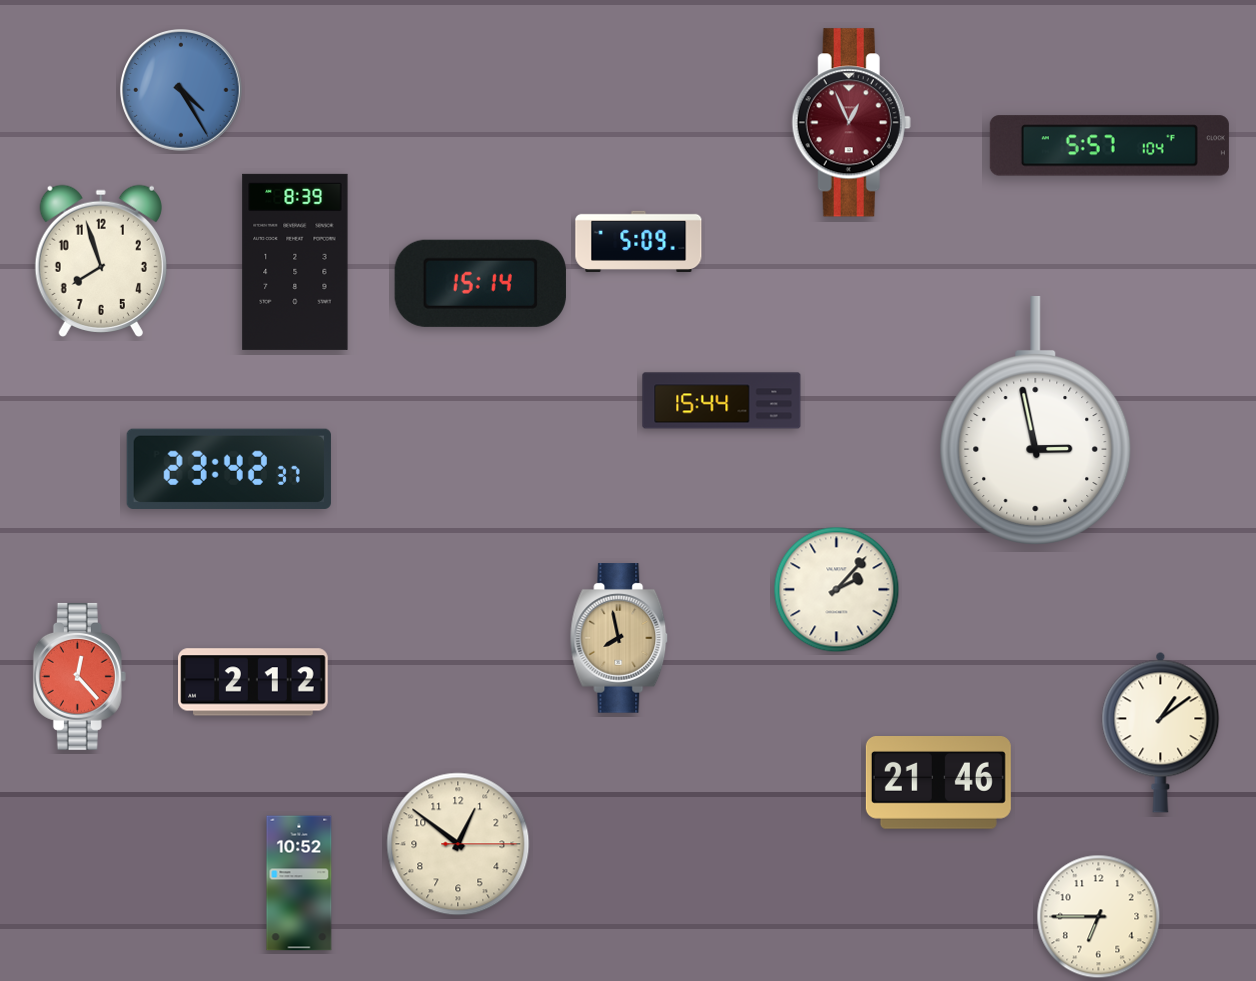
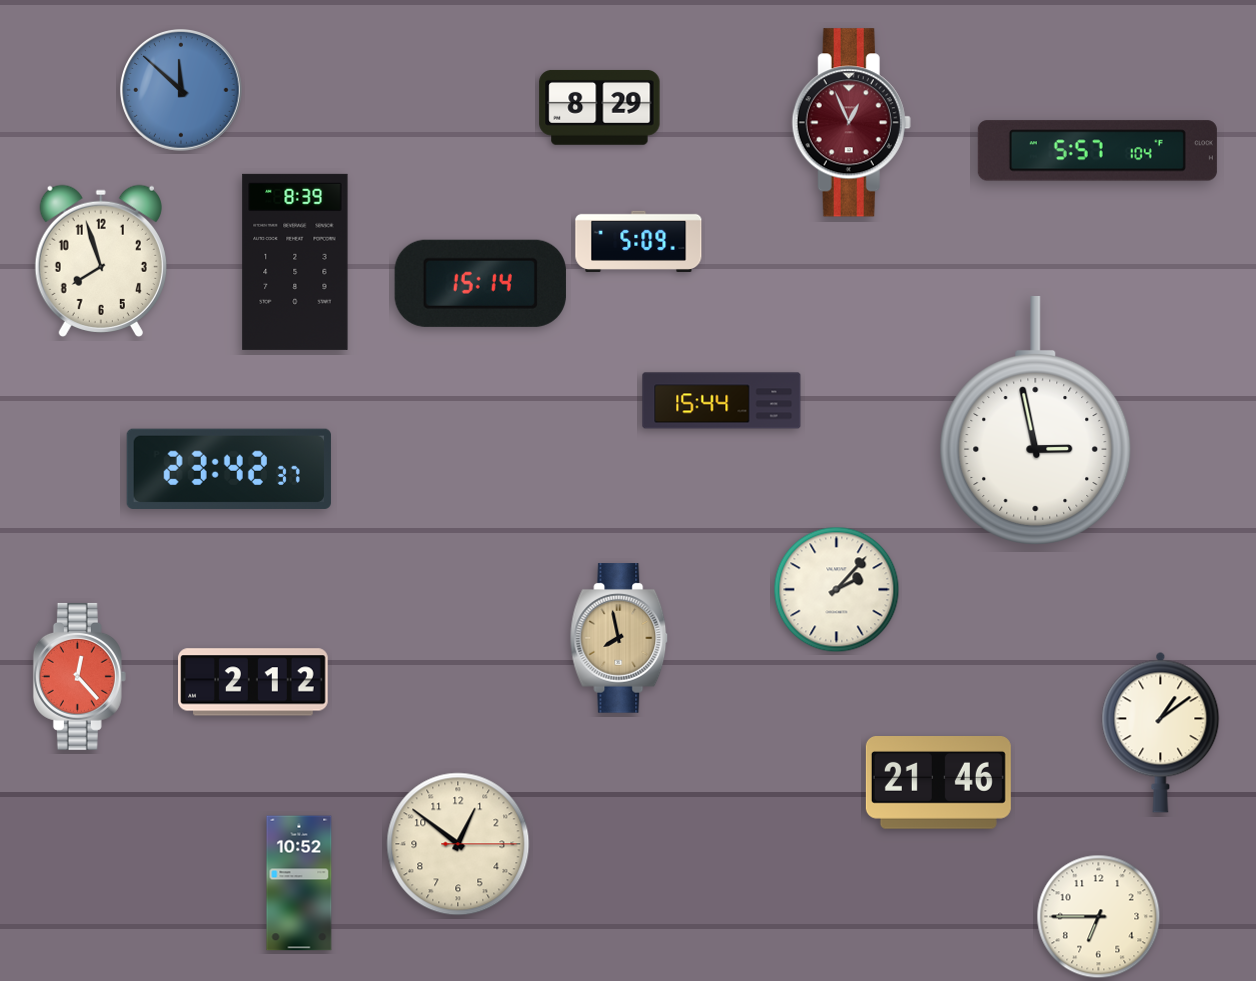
clock at (182, 91): 4:25 -> 11:52
clock at (600, 107): none -> 8:29
clock at (1109, 146) position: (1109, 146) -> (1097, 151)
